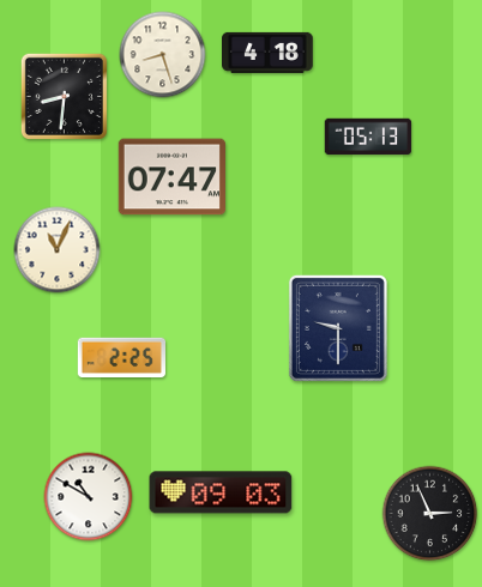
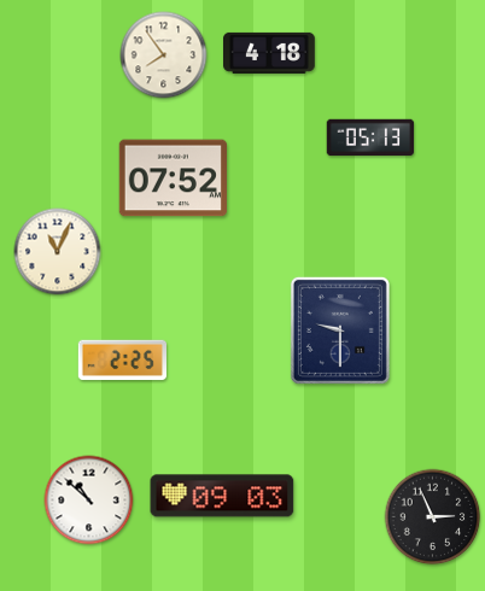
clock at (163, 55): 8:27 -> 7:54
clock at (64, 96): 8:31 -> none
clock at (171, 177): 07:47 -> 07:52
clock at (89, 497): 10:50 -> 10:52
